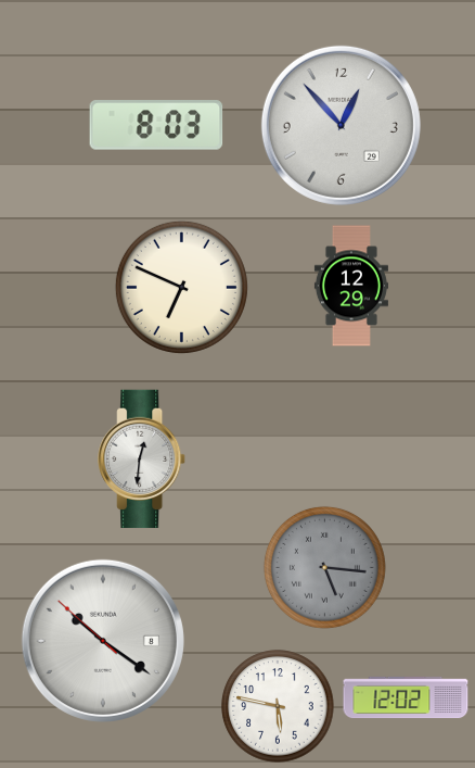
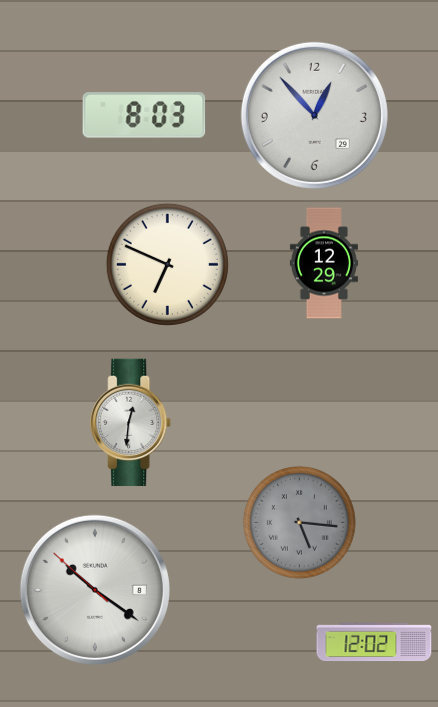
clock at (278, 706): 5:47 -> none
